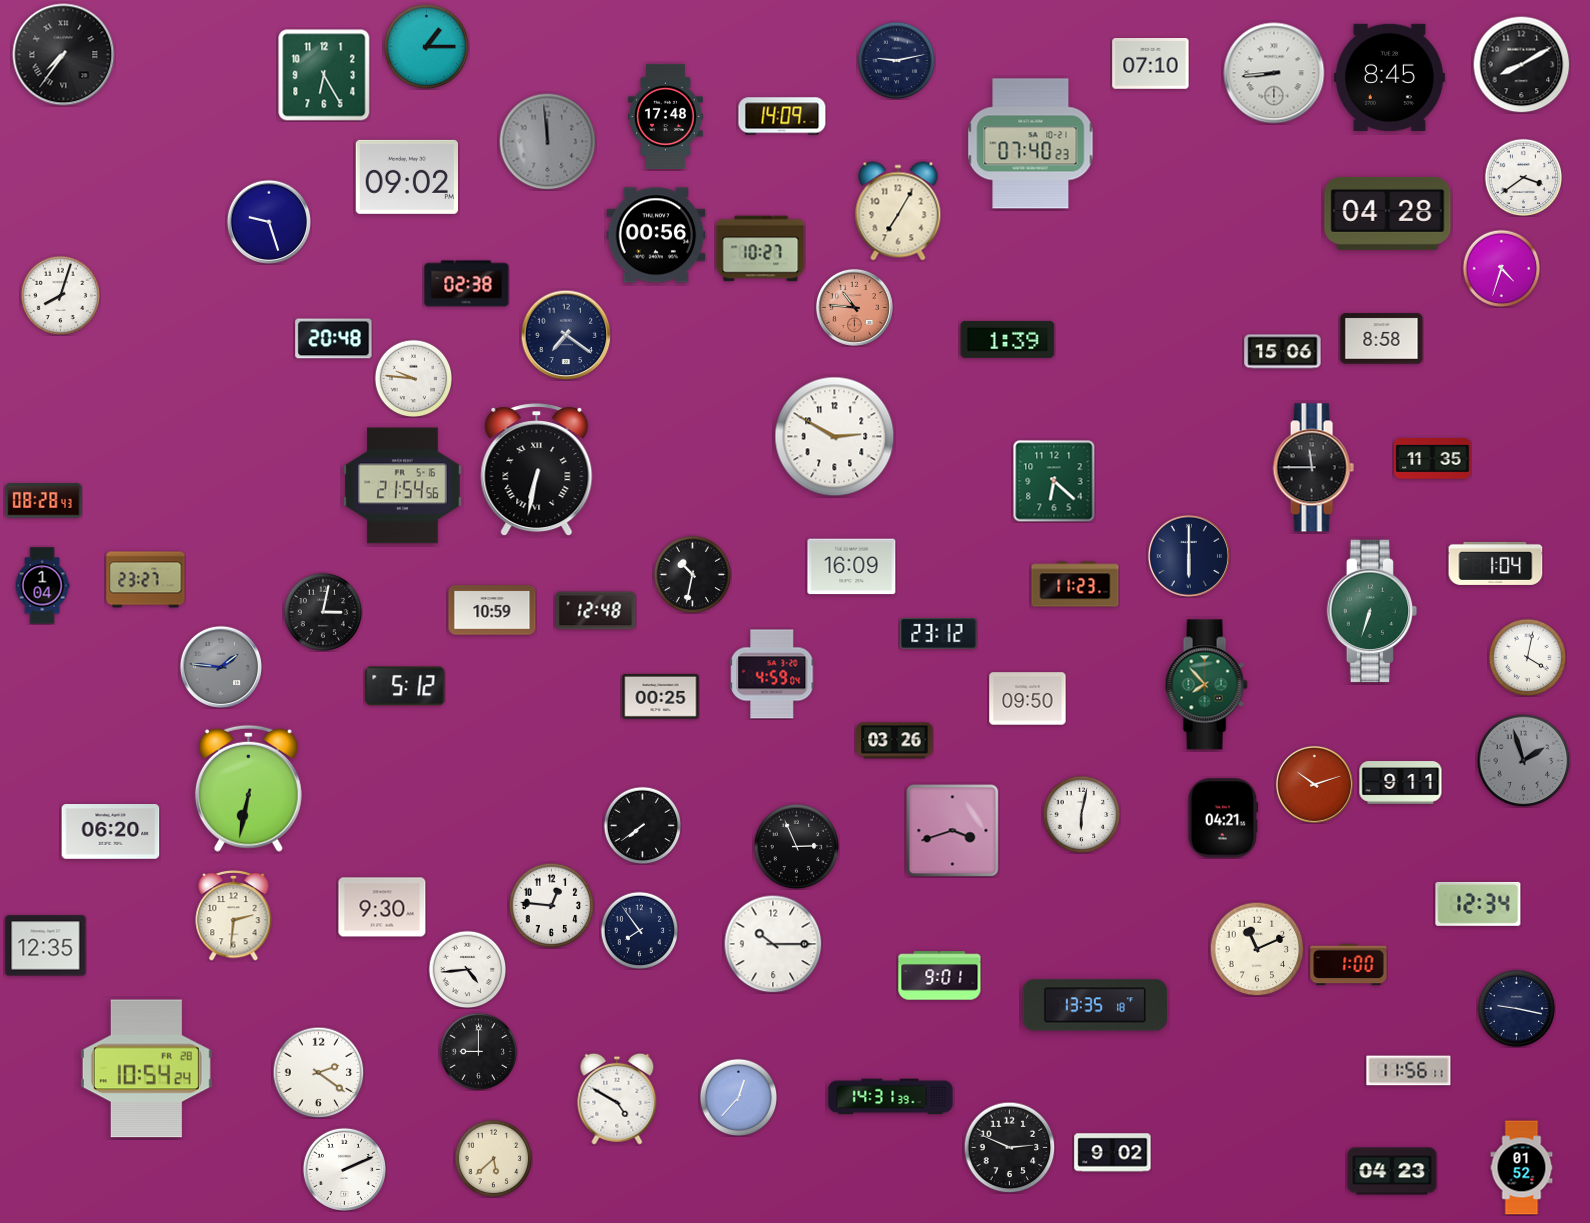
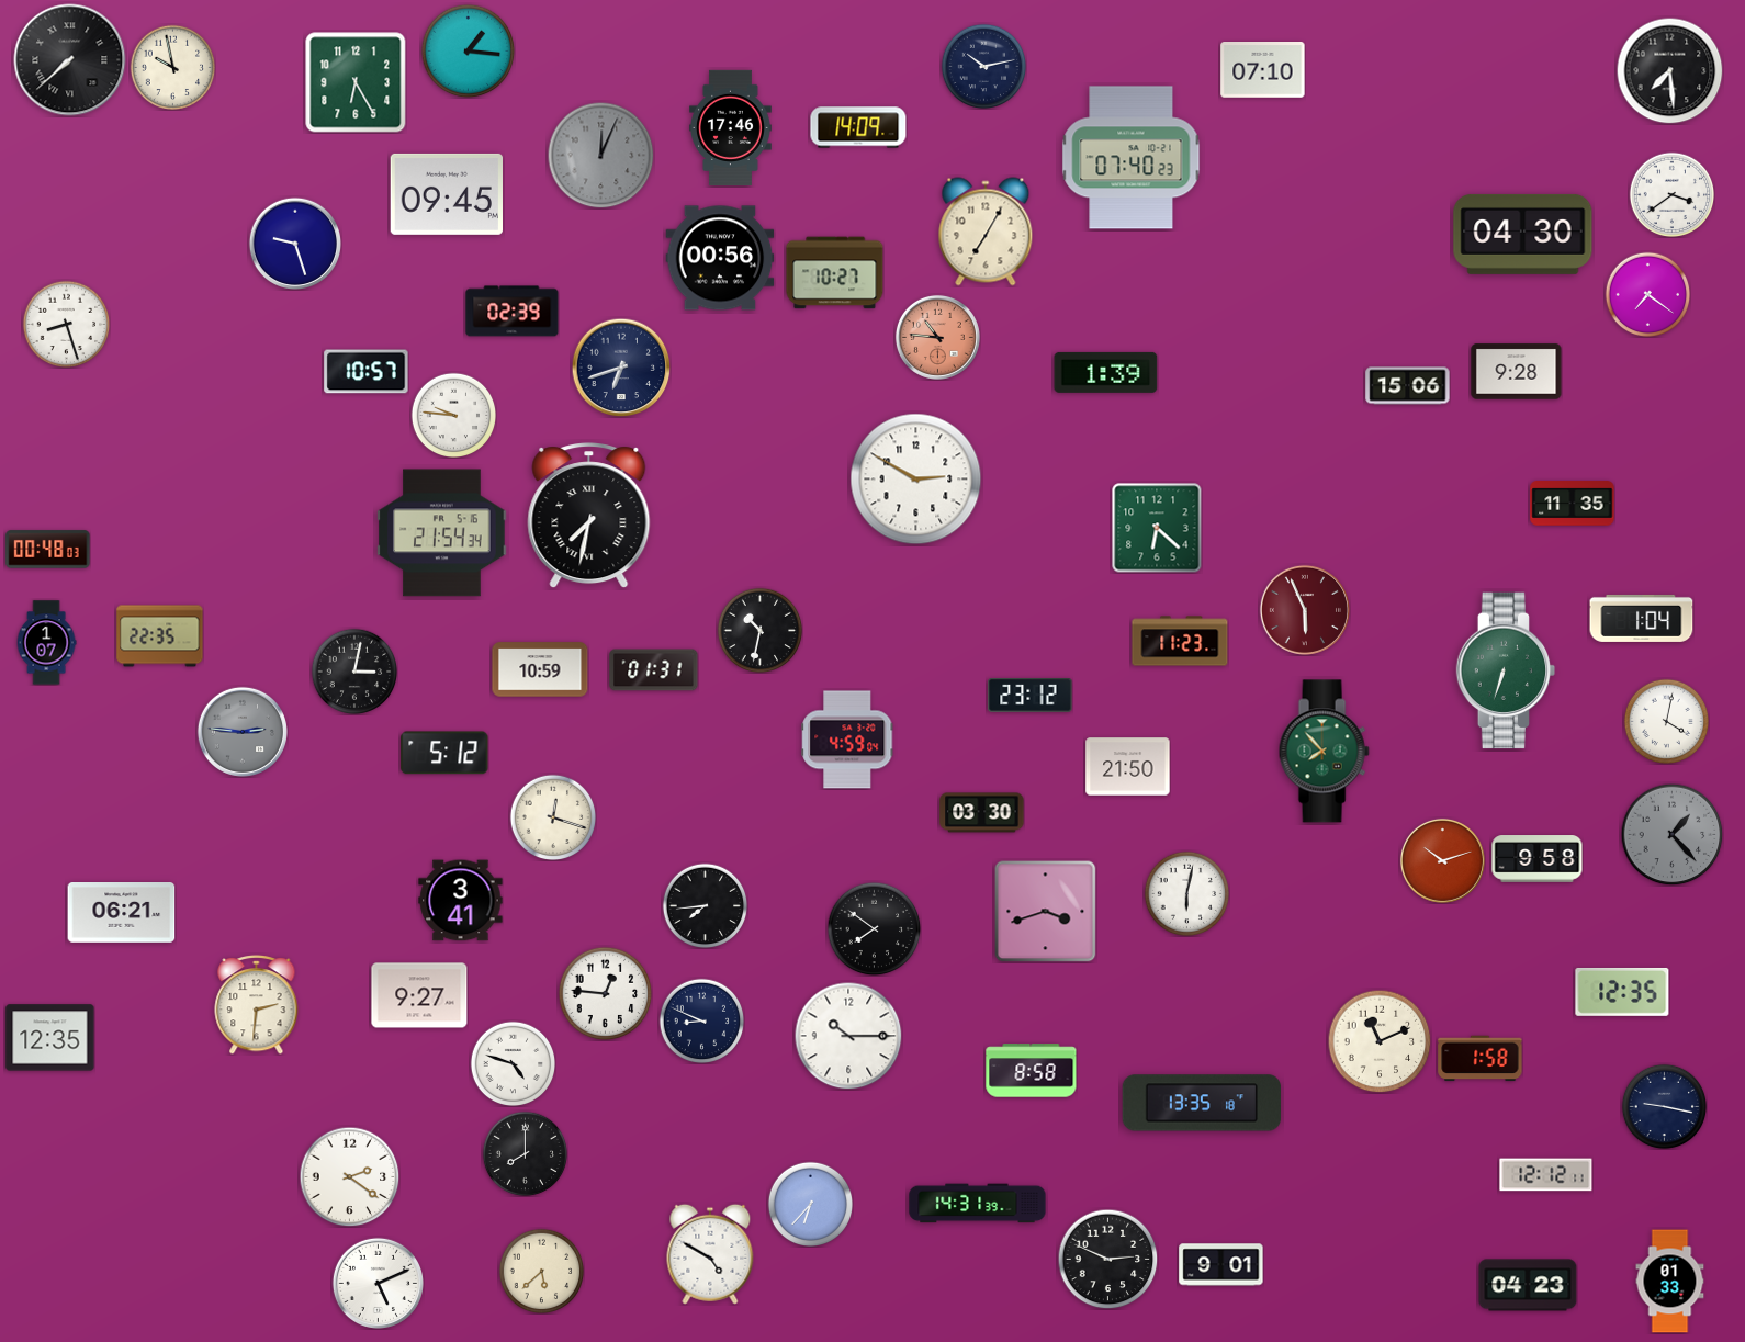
clock at (426, 46): 1:15 -> 1:16
clock at (64, 55): 7:36 -> 7:38
clock at (896, 60): 9:13 -> 10:13
clock at (172, 67): none -> 9:58
clock at (1521, 64): 8:10 -> 7:29
clock at (1274, 73): 8:44 -> none
clock at (1389, 77): 8:45 -> none
clock at (666, 116): 17:48 -> 17:46
clock at (547, 141): 11:59 -> 12:04
clock at (406, 177): 09:02 -> 09:45
clock at (1388, 213): 04:28 -> 04:30
clock at (1501, 268): 4:33 -> 7:21
clock at (467, 284): 02:38 -> 02:39
clock at (60, 295): 8:03 -> 8:27
clock at (566, 335): 7:21 -> 6:42
clock at (334, 339): 20:48 -> 10:57
clock at (1382, 339): 8:58 -> 9:28
clock at (1313, 468): 11:45 -> none
clock at (537, 470): 6:32 -> 7:32
clock at (403, 486): 21:54:56 -> 21:54:34
clock at (44, 501): 08:28 -> 00:48
clock at (1189, 556): 6:00 -> 5:56
clock at (1189, 556) dial: navy -> burgundy
clock at (852, 567): 16:09 -> none
clock at (146, 580): 23:27 -> 22:35
clock at (42, 586): 1:04 -> 1:07
clock at (596, 611): 12:48 -> 01:31
clock at (1527, 657) position: (1527, 657) -> (1666, 721)
clock at (221, 667): 1:46 -> 2:46
clock at (661, 696): 00:25 -> none
clock at (1028, 699): 09:50 -> 21:50
clock at (895, 741): 03:26 -> 03:30
clock at (553, 817): none -> 12:18
clock at (1523, 760): 1:57 -> 1:23
clock at (1401, 783): 9:11 -> 9:58
clock at (248, 788): 6:32 -> none
clock at (1223, 818): 04:21 -> none
clock at (461, 901): none -> 3:41
clock at (642, 825): 7:39 -> 7:44
clock at (111, 832): 06:20 -> 06:21
clock at (796, 846): 2:56 -> 7:51
clock at (1478, 904): 12:34 -> 12:35
clock at (382, 907): 9:30 -> 9:27
clock at (639, 930): 7:54 -> 8:49
clock at (1349, 965): 1:00 -> 1:58
clock at (467, 969): 4:44 -> 4:48
clock at (940, 976): 9:01 -> 8:58
clock at (478, 1051): 9:00 -> 8:00
clock at (146, 1069): 10:54 -> none
clock at (1409, 1071): 11:56 -> 12:12
clock at (738, 1097): 12:37 -> 6:37
clock at (617, 1099) position: (617, 1099) -> (710, 1254)
clock at (1113, 1153): 9:02 -> 9:01
clock at (1522, 1168): 01:52 -> 01:33
clock at (344, 1169): 2:11 -> 5:11
